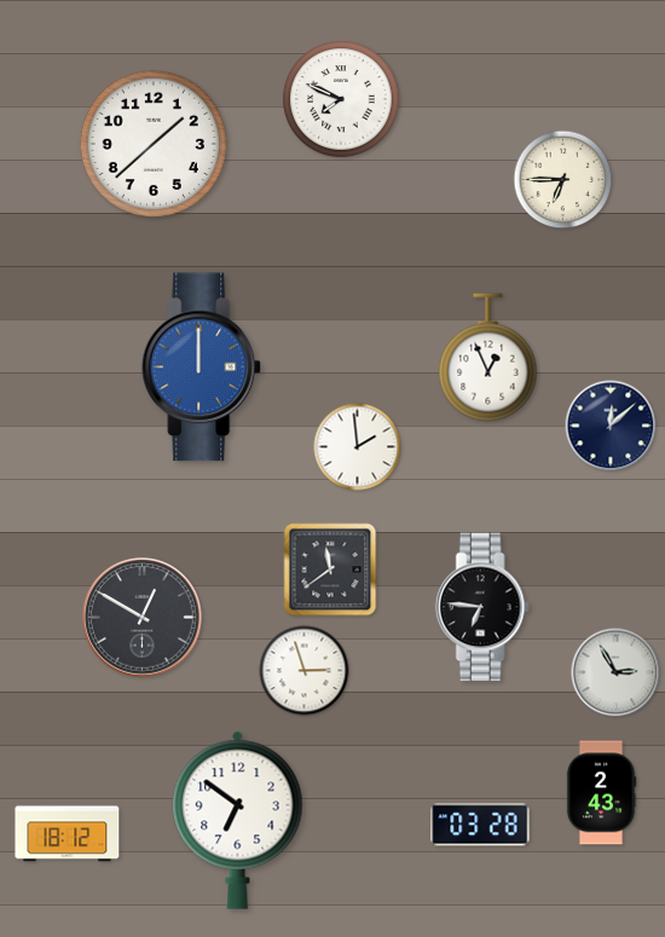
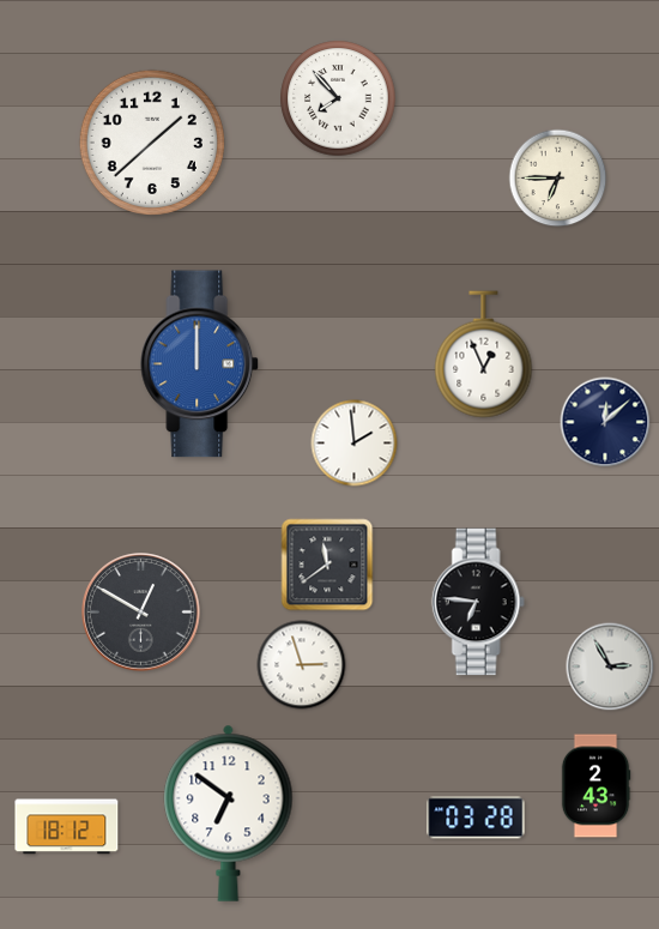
clock at (341, 99): 7:49 -> 7:53
clock at (238, 820) position: (238, 820) -> (229, 813)
